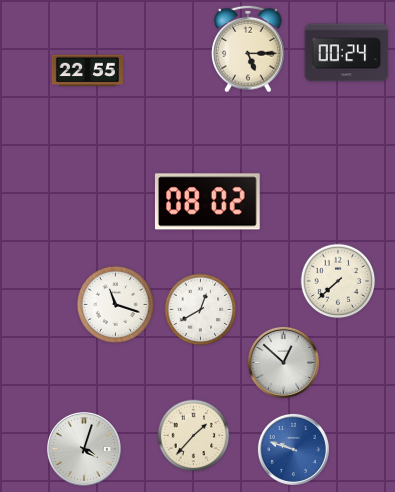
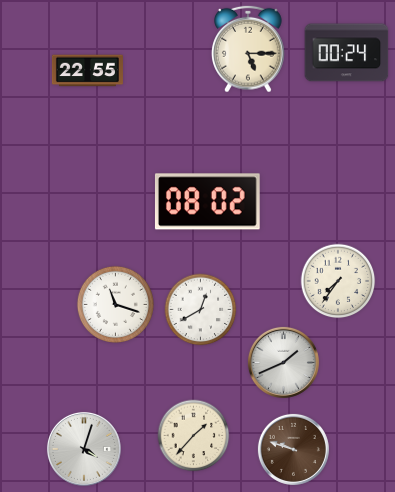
clock at (338, 281): 7:38 -> 7:36
clock at (283, 362): 12:52 -> 1:41
clock at (293, 449) dial: blue -> brown
